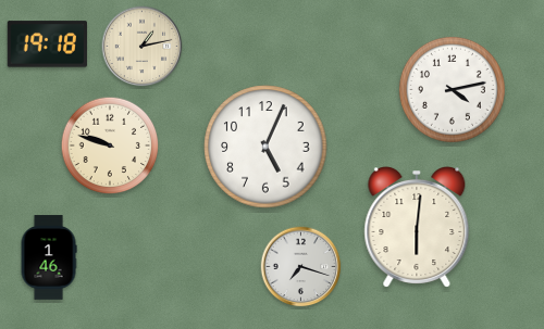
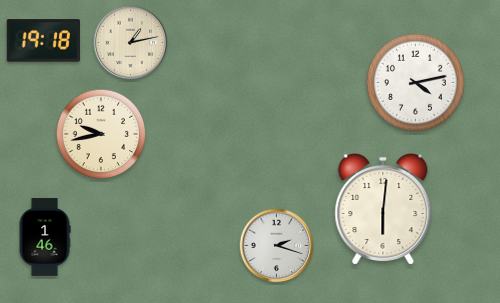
clock at (110, 145): 9:48 -> 9:43
clock at (265, 147): 5:04 -> none
clock at (301, 267): 7:18 -> 2:18
